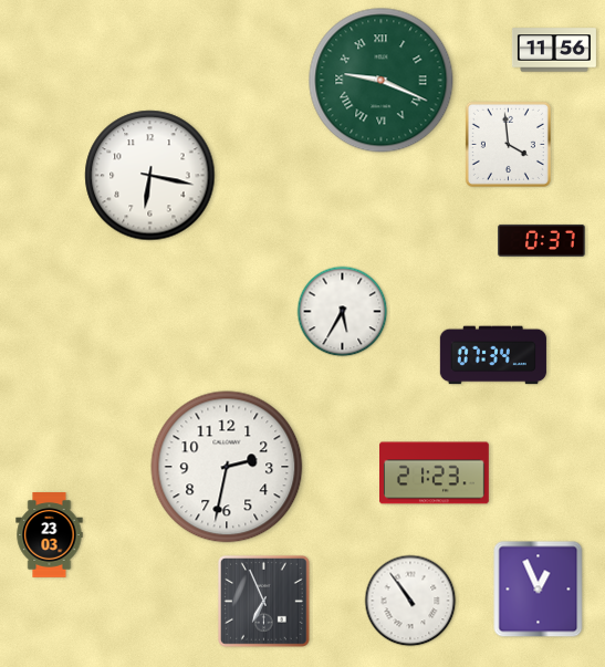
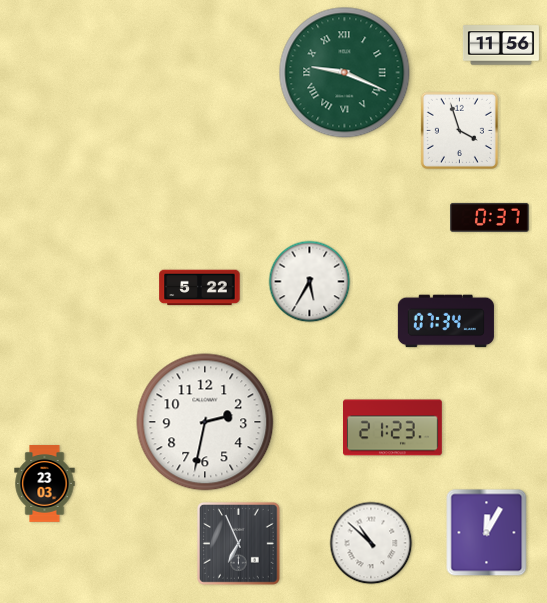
clock at (508, 144): 3:59 -> 3:57
clock at (150, 176): 6:17 -> none
clock at (200, 288): none -> 5:22
clock at (539, 590): 12:56 -> 12:05
clock at (410, 601): 10:54 -> 10:52
